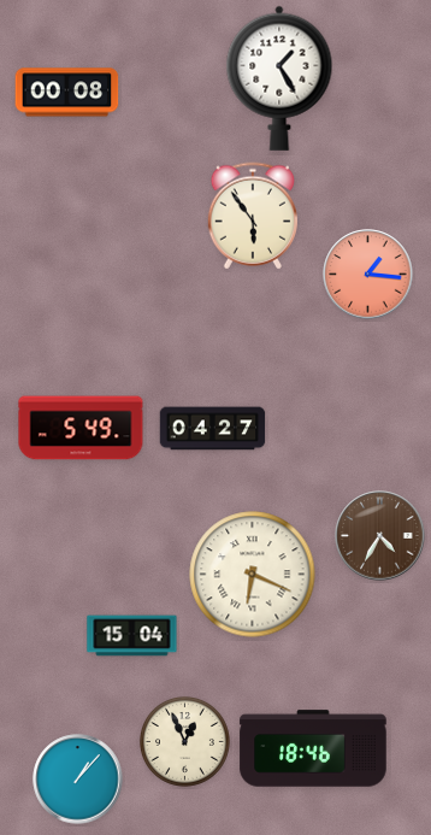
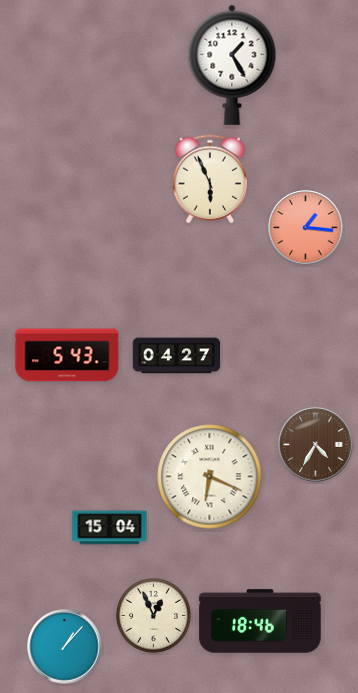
clock at (67, 93): 00:08 -> none
clock at (252, 216): 5:54 -> 5:56
clock at (81, 428): 5:49 -> 5:43
